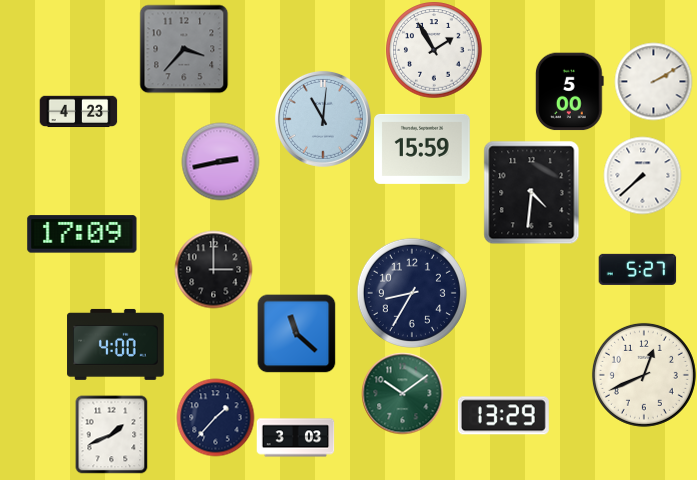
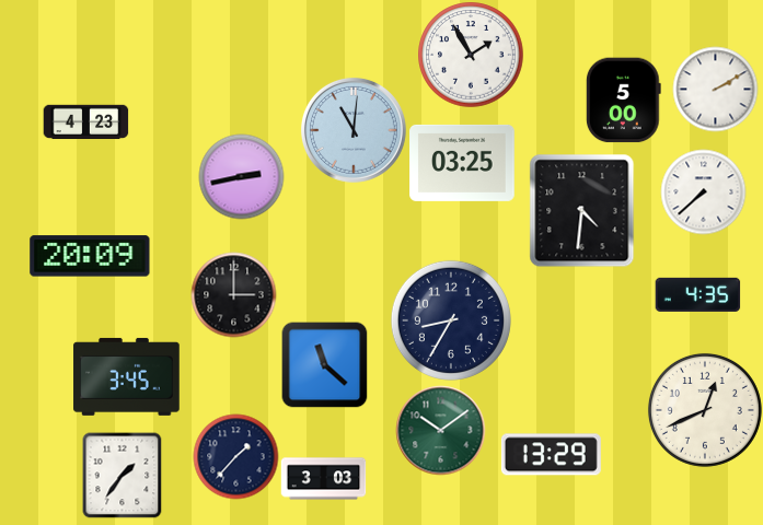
clock at (184, 49): 3:37 -> none
clock at (434, 50) position: (434, 50) -> (471, 55)
clock at (422, 149): 15:59 -> 03:25
clock at (82, 234): 17:09 -> 20:09
clock at (637, 269): 5:27 -> 4:35
clock at (116, 344): 4:00 -> 3:45
clock at (112, 434): 1:41 -> 1:36
